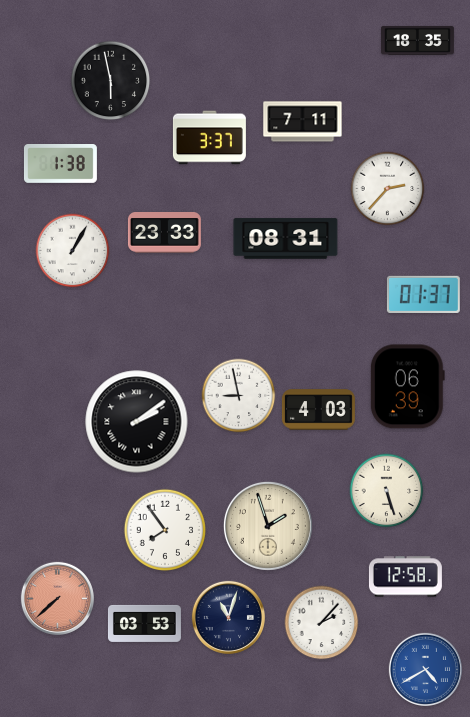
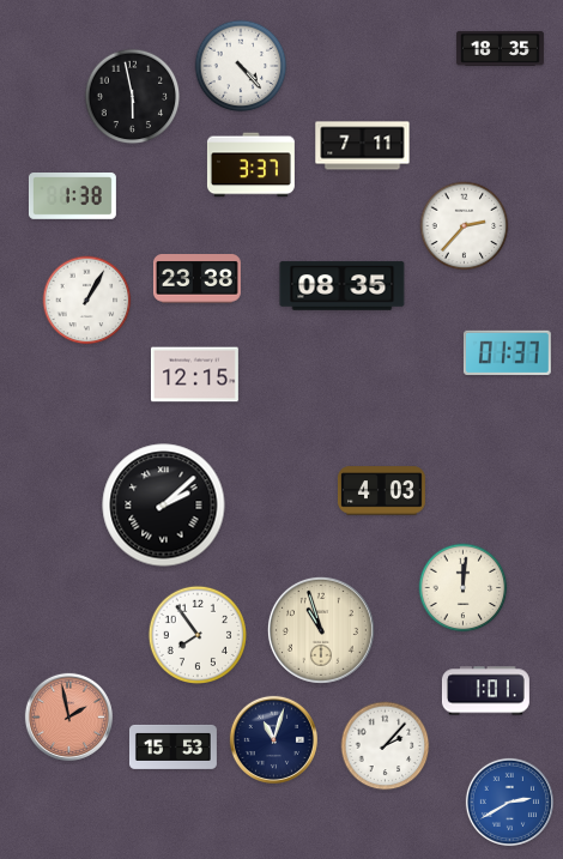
clock at (241, 66): none -> 4:23
clock at (164, 233): 23:33 -> 23:38
clock at (286, 239): 08:31 -> 08:35
clock at (194, 375): none -> 12:15
clock at (407, 387): 06:39 -> none
clock at (239, 396): 8:58 -> none
clock at (137, 422): 2:09 -> 2:08
clock at (387, 491): 5:27 -> 12:01
clock at (268, 526): 1:57 -> 10:57
clock at (405, 577): 12:58 -> 1:01
clock at (57, 598): 7:38 -> 1:58
clock at (144, 623): 03:53 -> 15:53
clock at (425, 669): 4:40 -> 2:40
